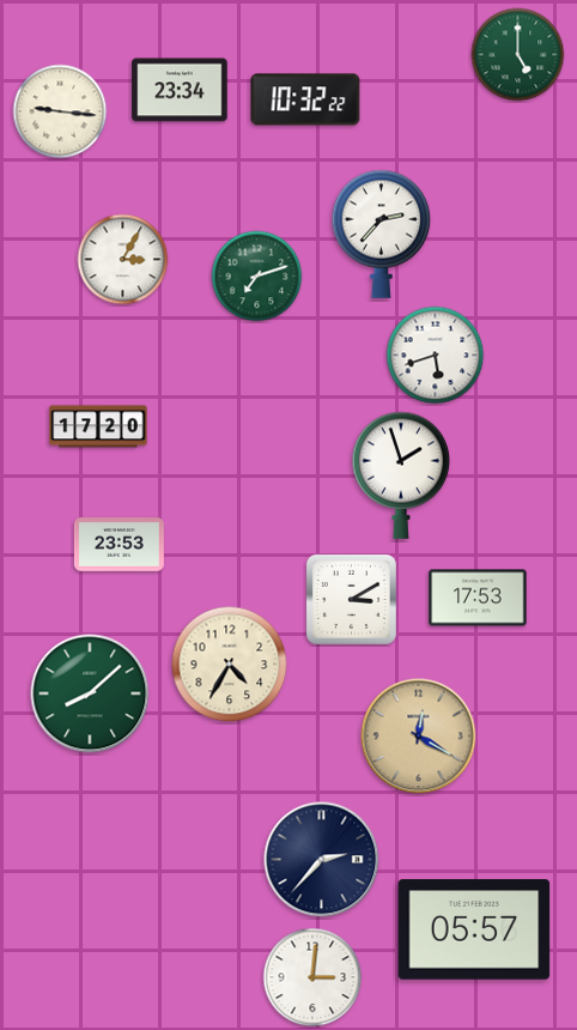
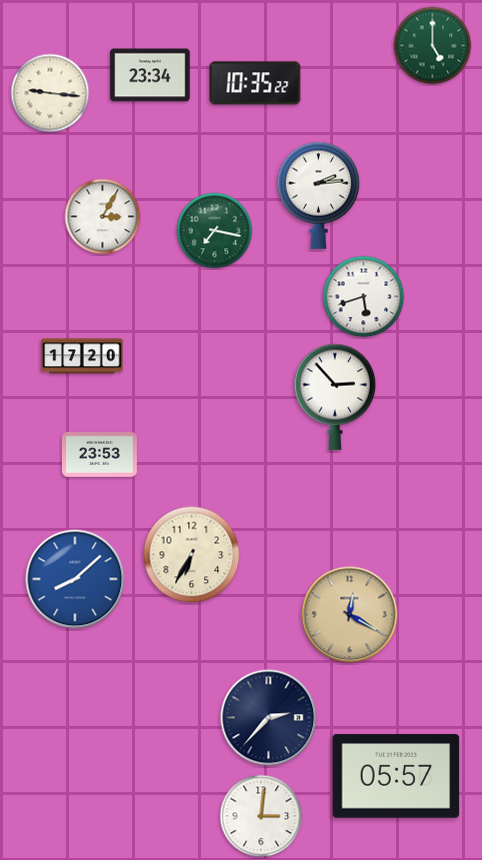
clock at (305, 99): 10:32 -> 10:35
clock at (382, 234): 2:37 -> 2:14
clock at (257, 277): 7:12 -> 7:17
clock at (401, 475): 1:57 -> 2:53
clock at (478, 598): 17:53 -> none
clock at (351, 599): 3:10 -> none
clock at (230, 665): 4:35 -> 6:35
clock at (90, 693) dial: green -> blue
